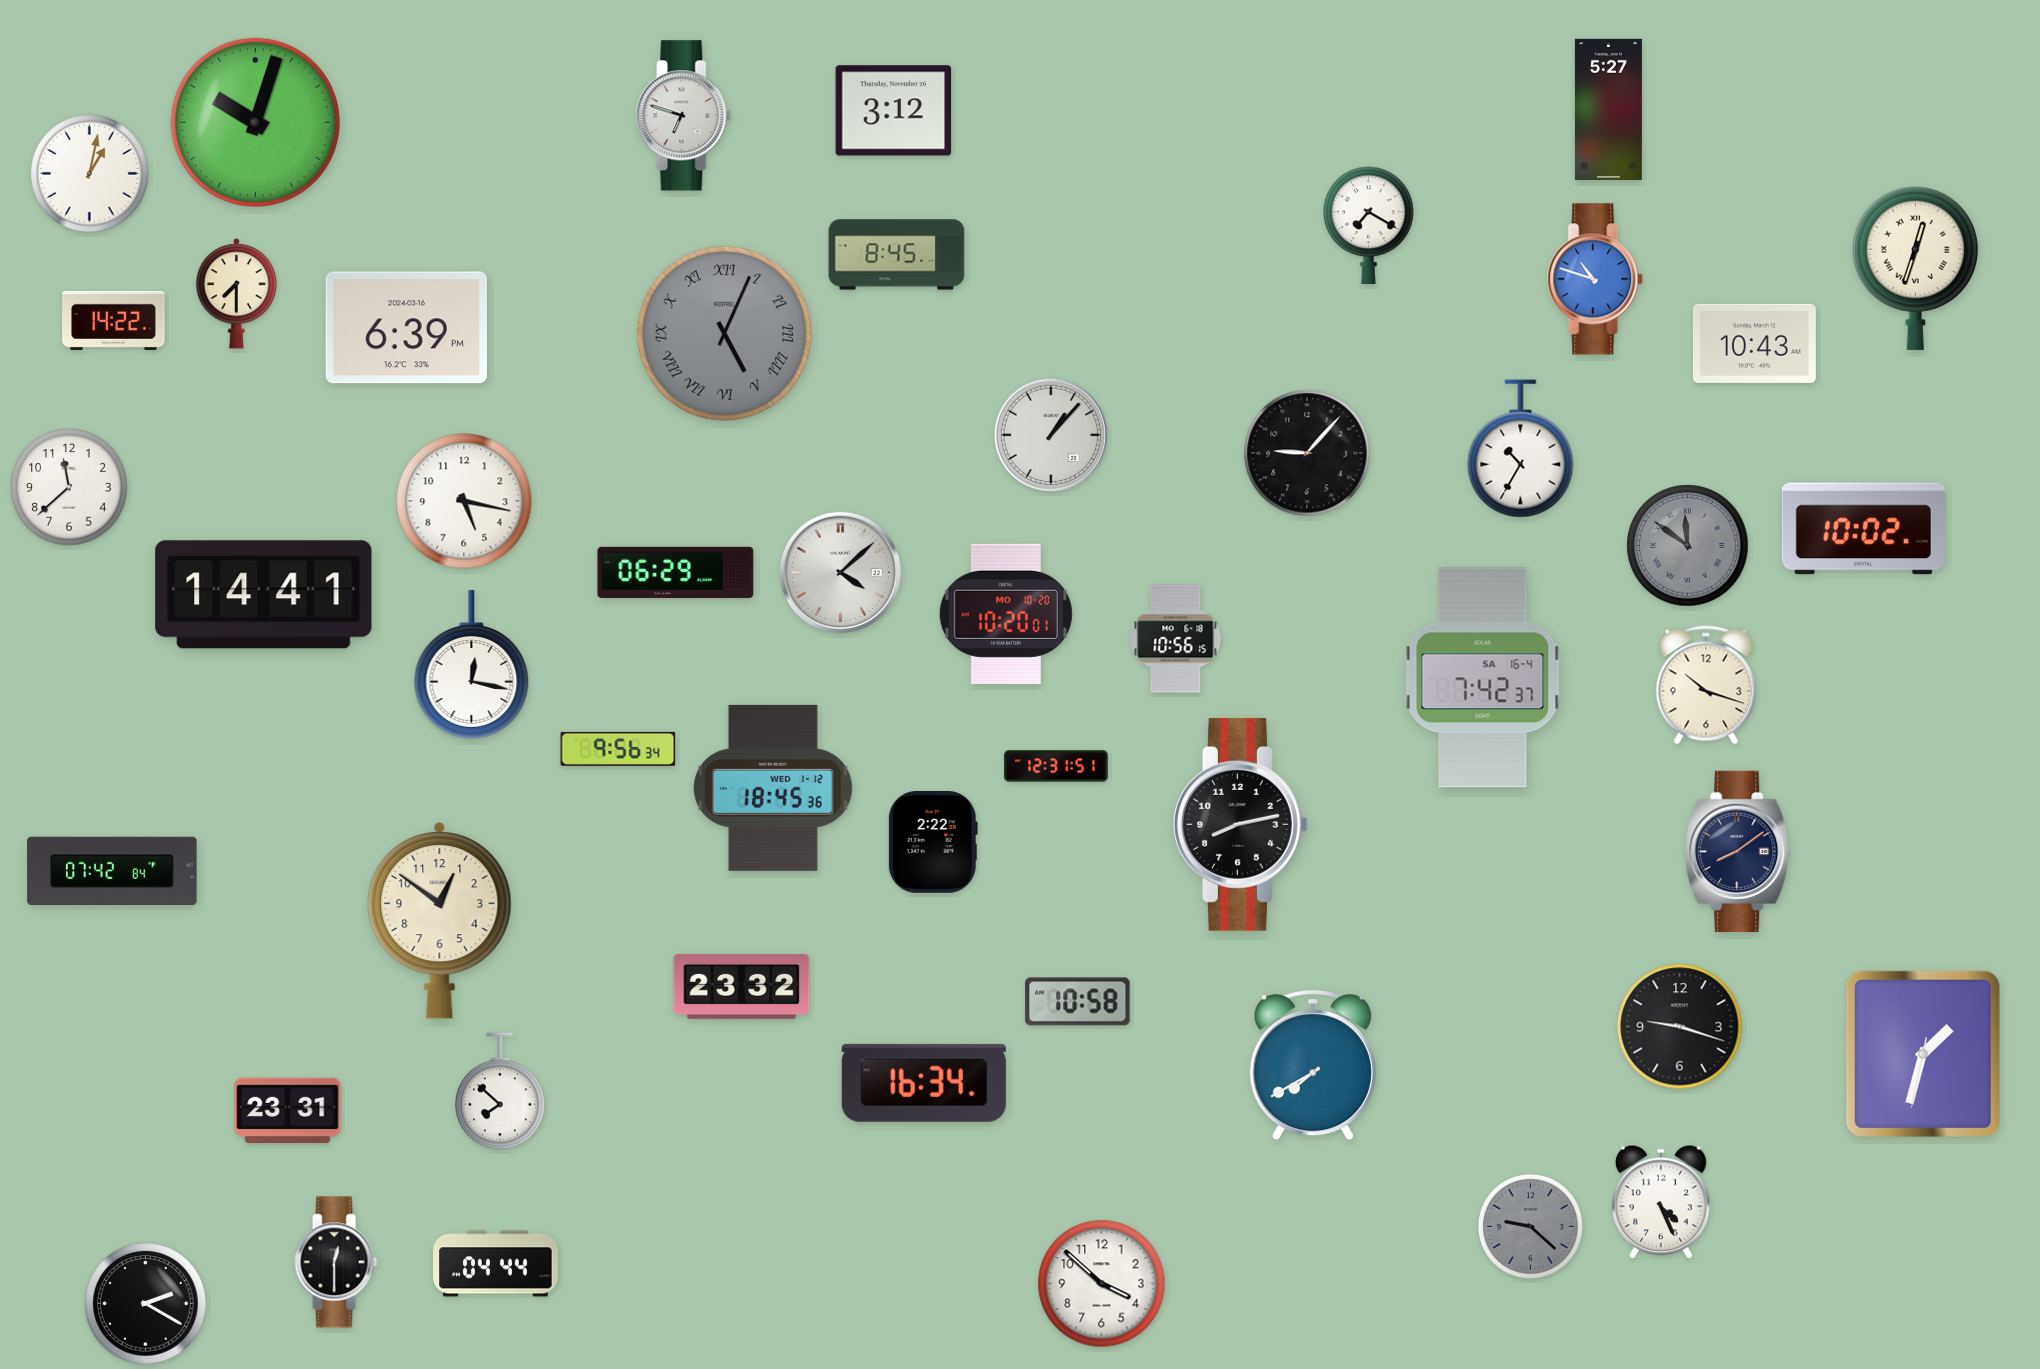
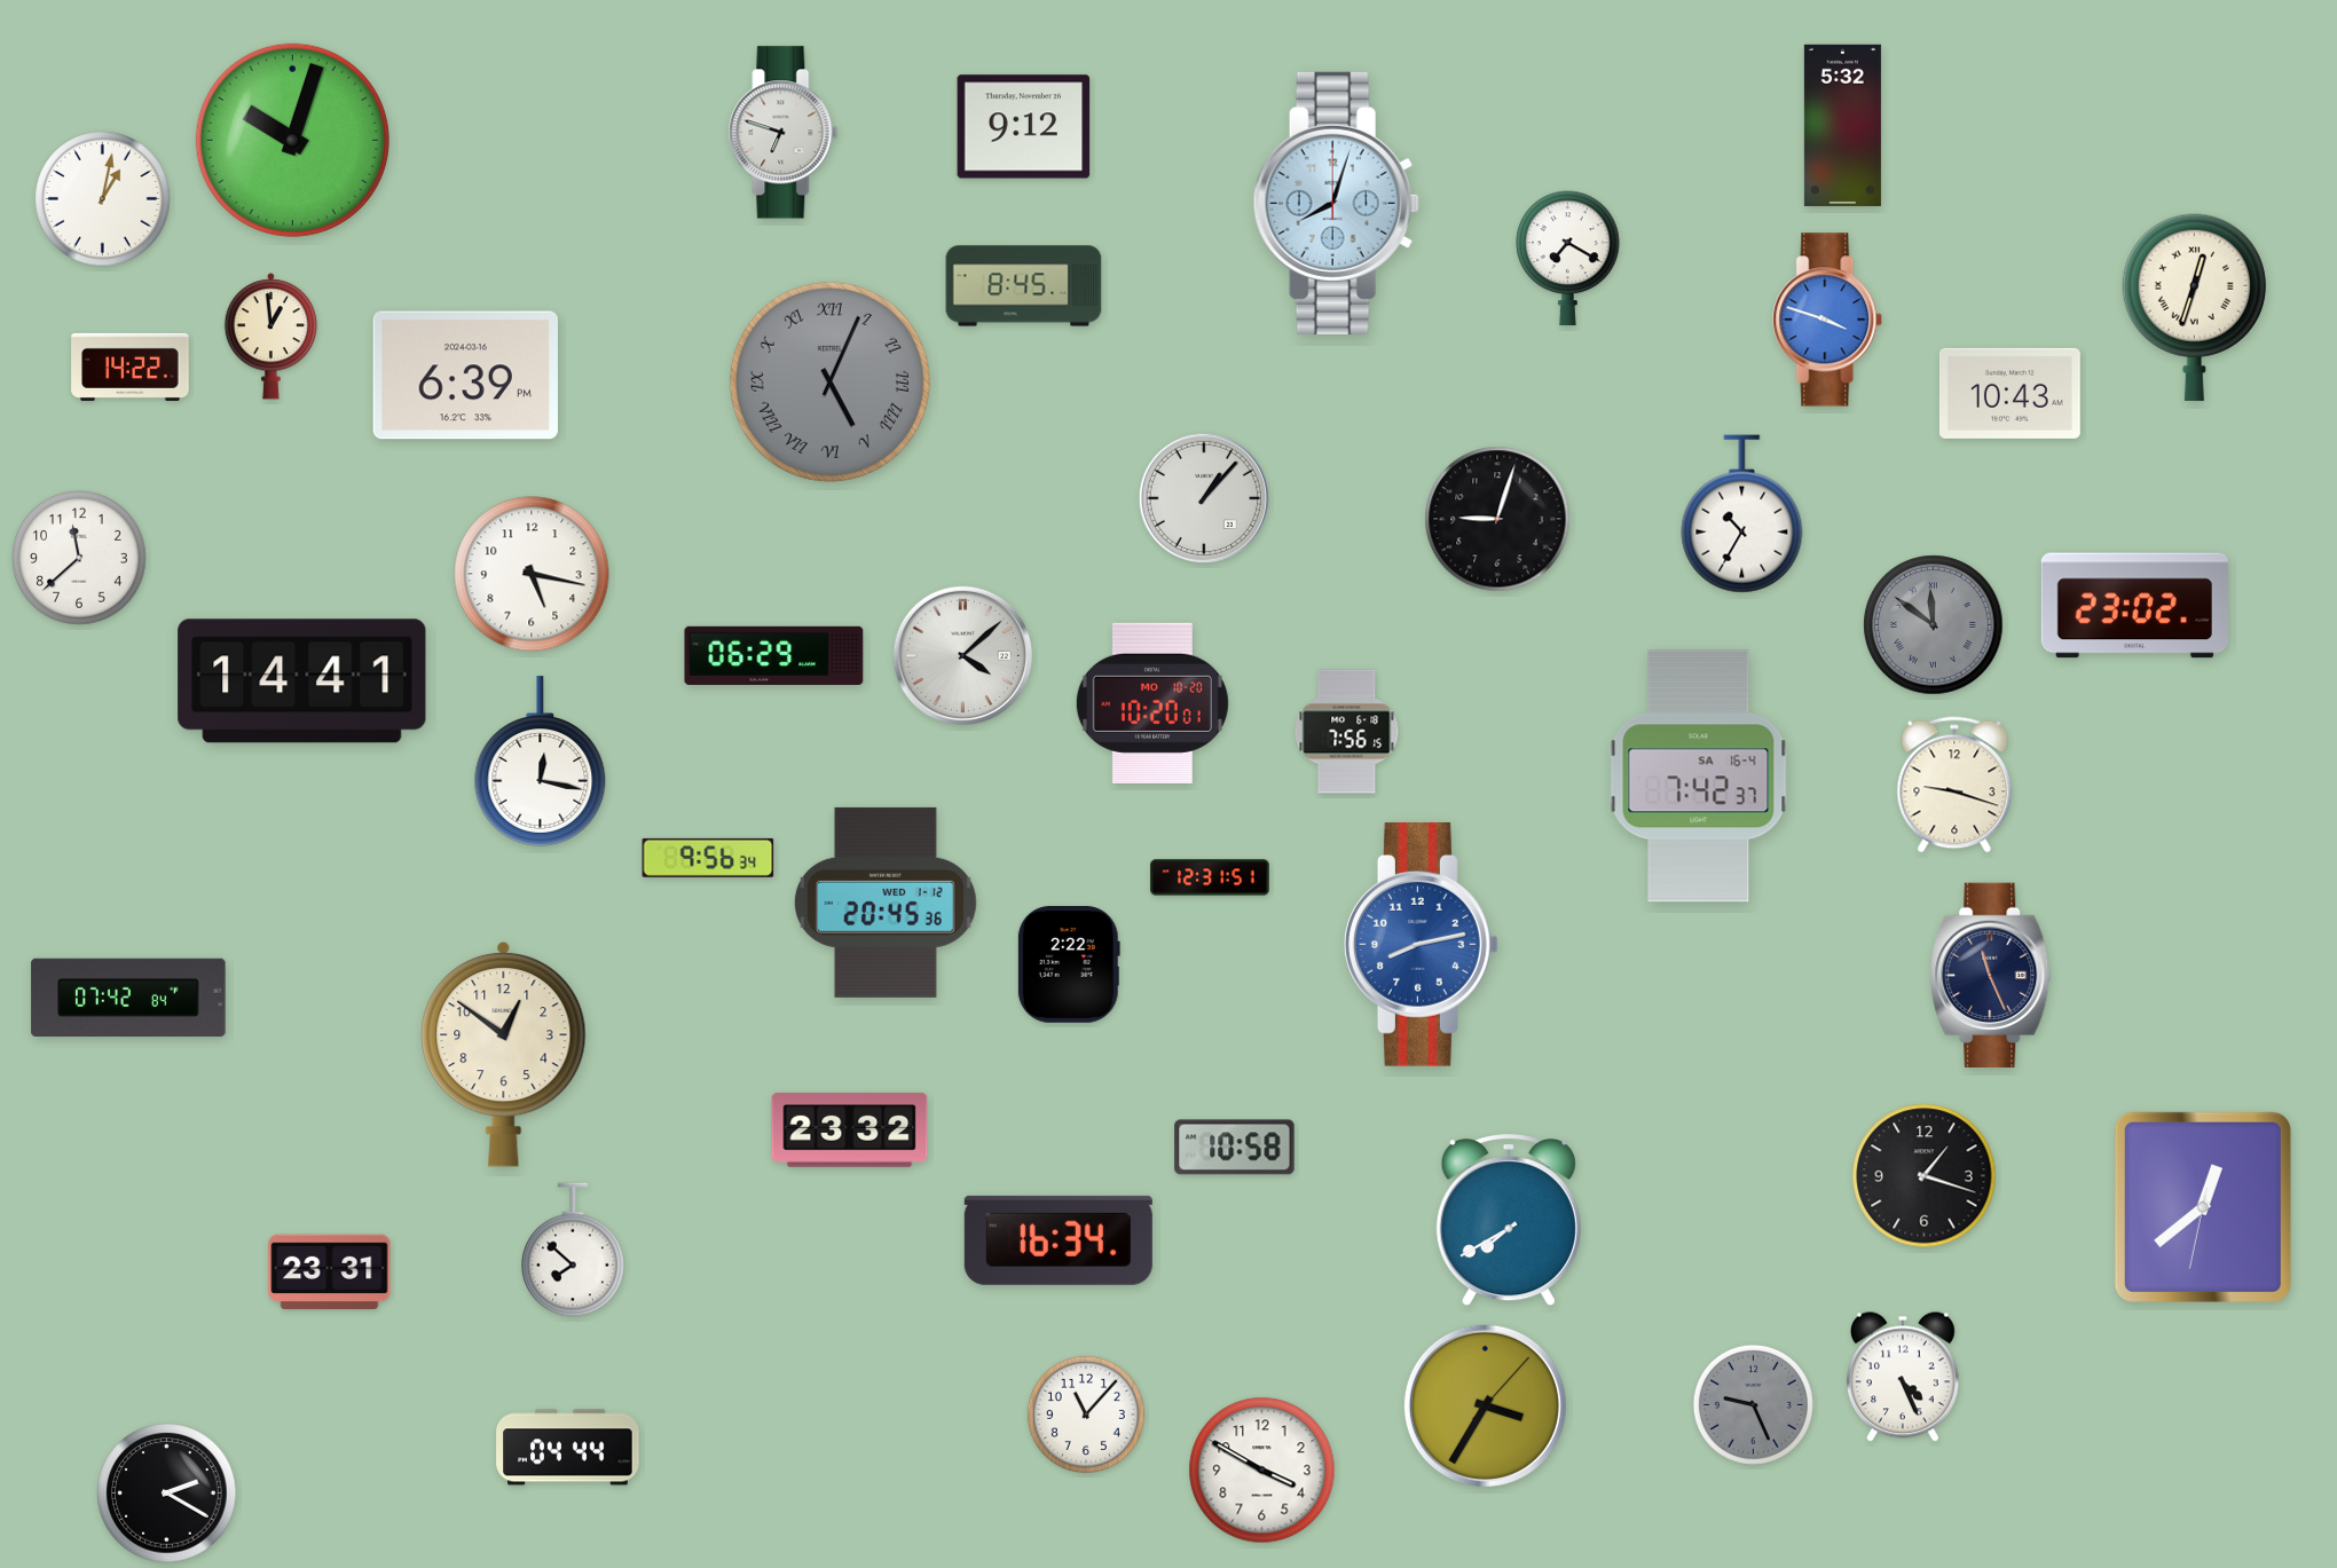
clock at (1608, 109): 5:27 -> 5:32
clock at (894, 111): 3:12 -> 9:12
clock at (1336, 203): none -> 8:03
clock at (897, 255) position: (897, 255) -> (1024, 286)
clock at (1596, 279): 10:48 -> 3:48
clock at (236, 294): 7:30 -> 12:59
clock at (1307, 453): 9:07 -> 9:03
clock at (1863, 529): 10:02 -> 23:02
clock at (1176, 639): 10:56 -> 7:56
clock at (1706, 685): 10:18 -> 9:18
clock at (773, 788): 18:45 -> 20:45
clock at (1241, 824) dial: black -> blue
clock at (1738, 851): 8:09 -> 11:26
clock at (1680, 1027): 9:18 -> 1:18
clock at (1923, 1054): 1:32 -> 12:38
clock at (1313, 1066) position: (1313, 1066) -> (1509, 1221)
clock at (1530, 1226): 9:22 -> 9:26
clock at (1485, 1405): none -> 3:35
clock at (1086, 1415): none -> 11:07
clock at (336, 1262): 12:30 -> none
clock at (1102, 1284): 3:52 -> 3:50
